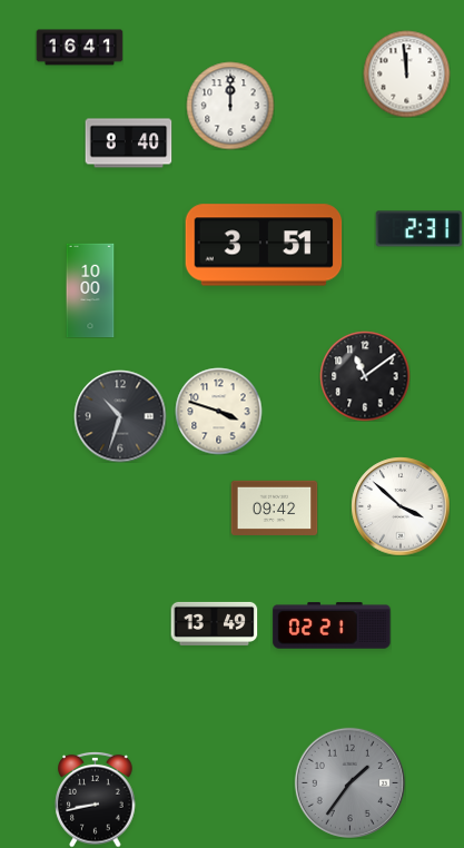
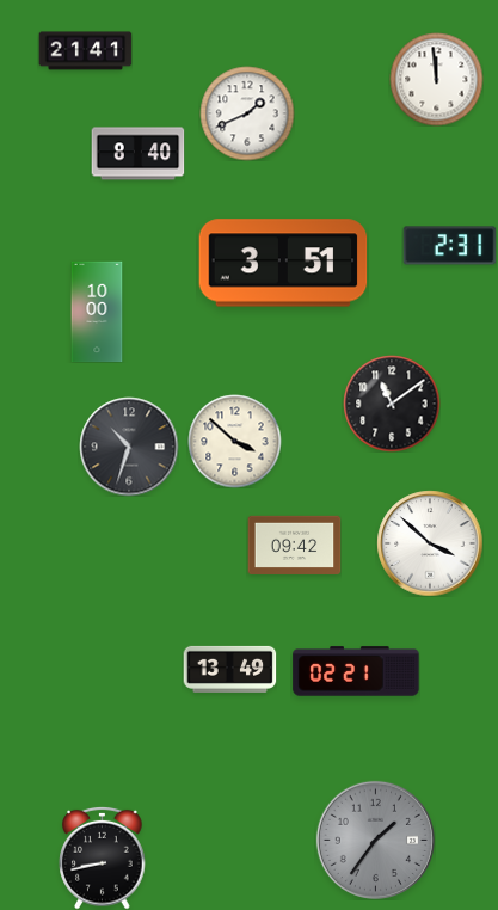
clock at (79, 48): 16:41 -> 21:41
clock at (230, 106): 12:00 -> 1:41
clock at (218, 411): 3:48 -> 3:52
